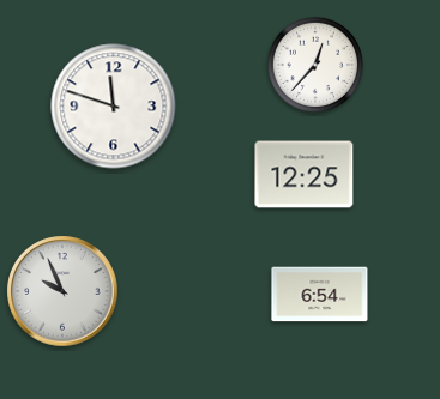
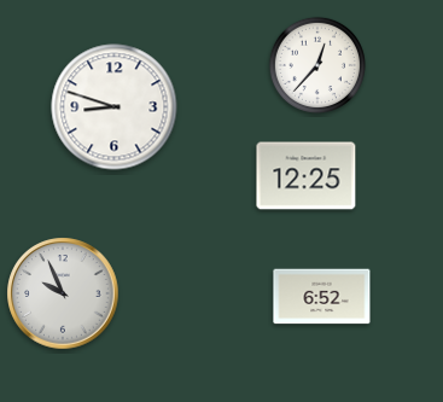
clock at (114, 107): 11:48 -> 8:48
clock at (320, 295): 6:54 -> 6:52
